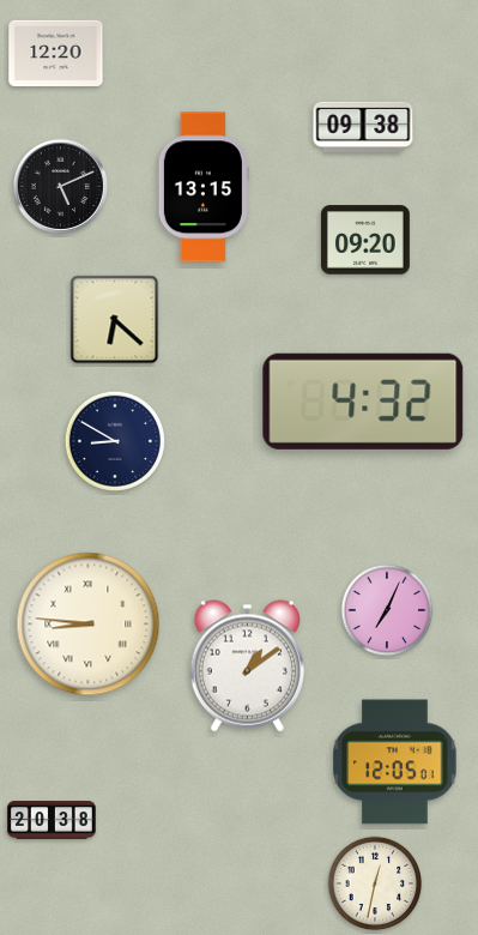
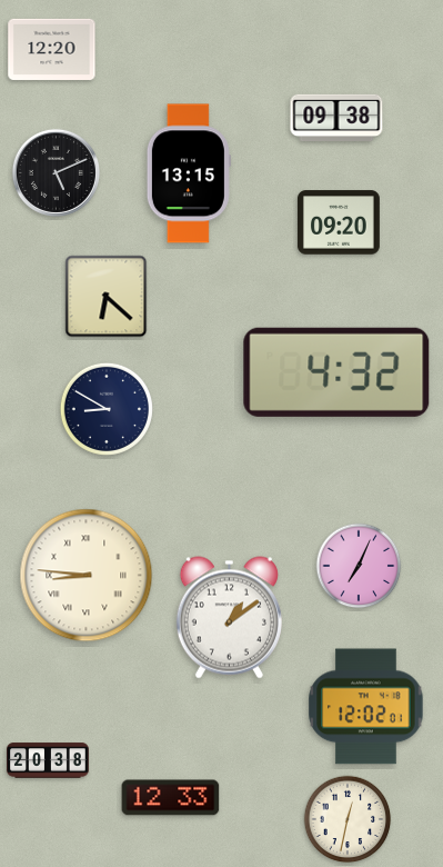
clock at (89, 625) position: (89, 625) -> (87, 576)
clock at (395, 762): 12:05 -> 12:02
clock at (171, 798): none -> 12:33
